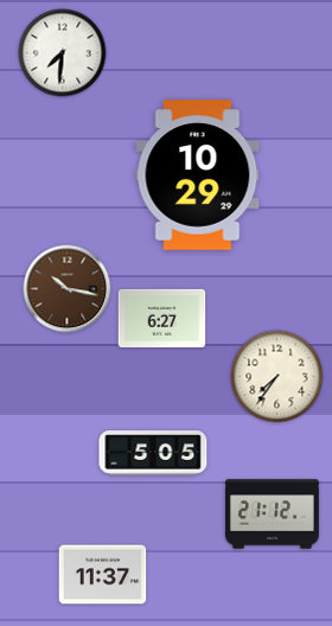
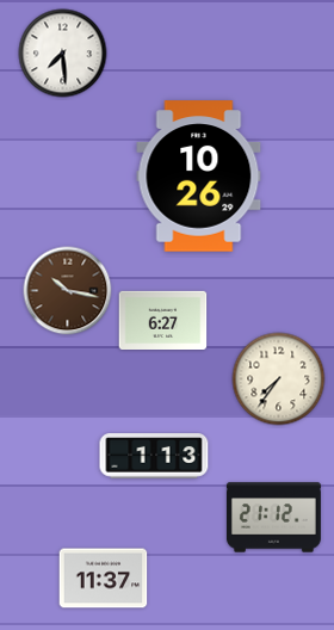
clock at (63, 53): 7:31 -> 7:29
clock at (198, 175): 10:29 -> 10:26
clock at (153, 453): 5:05 -> 1:13
